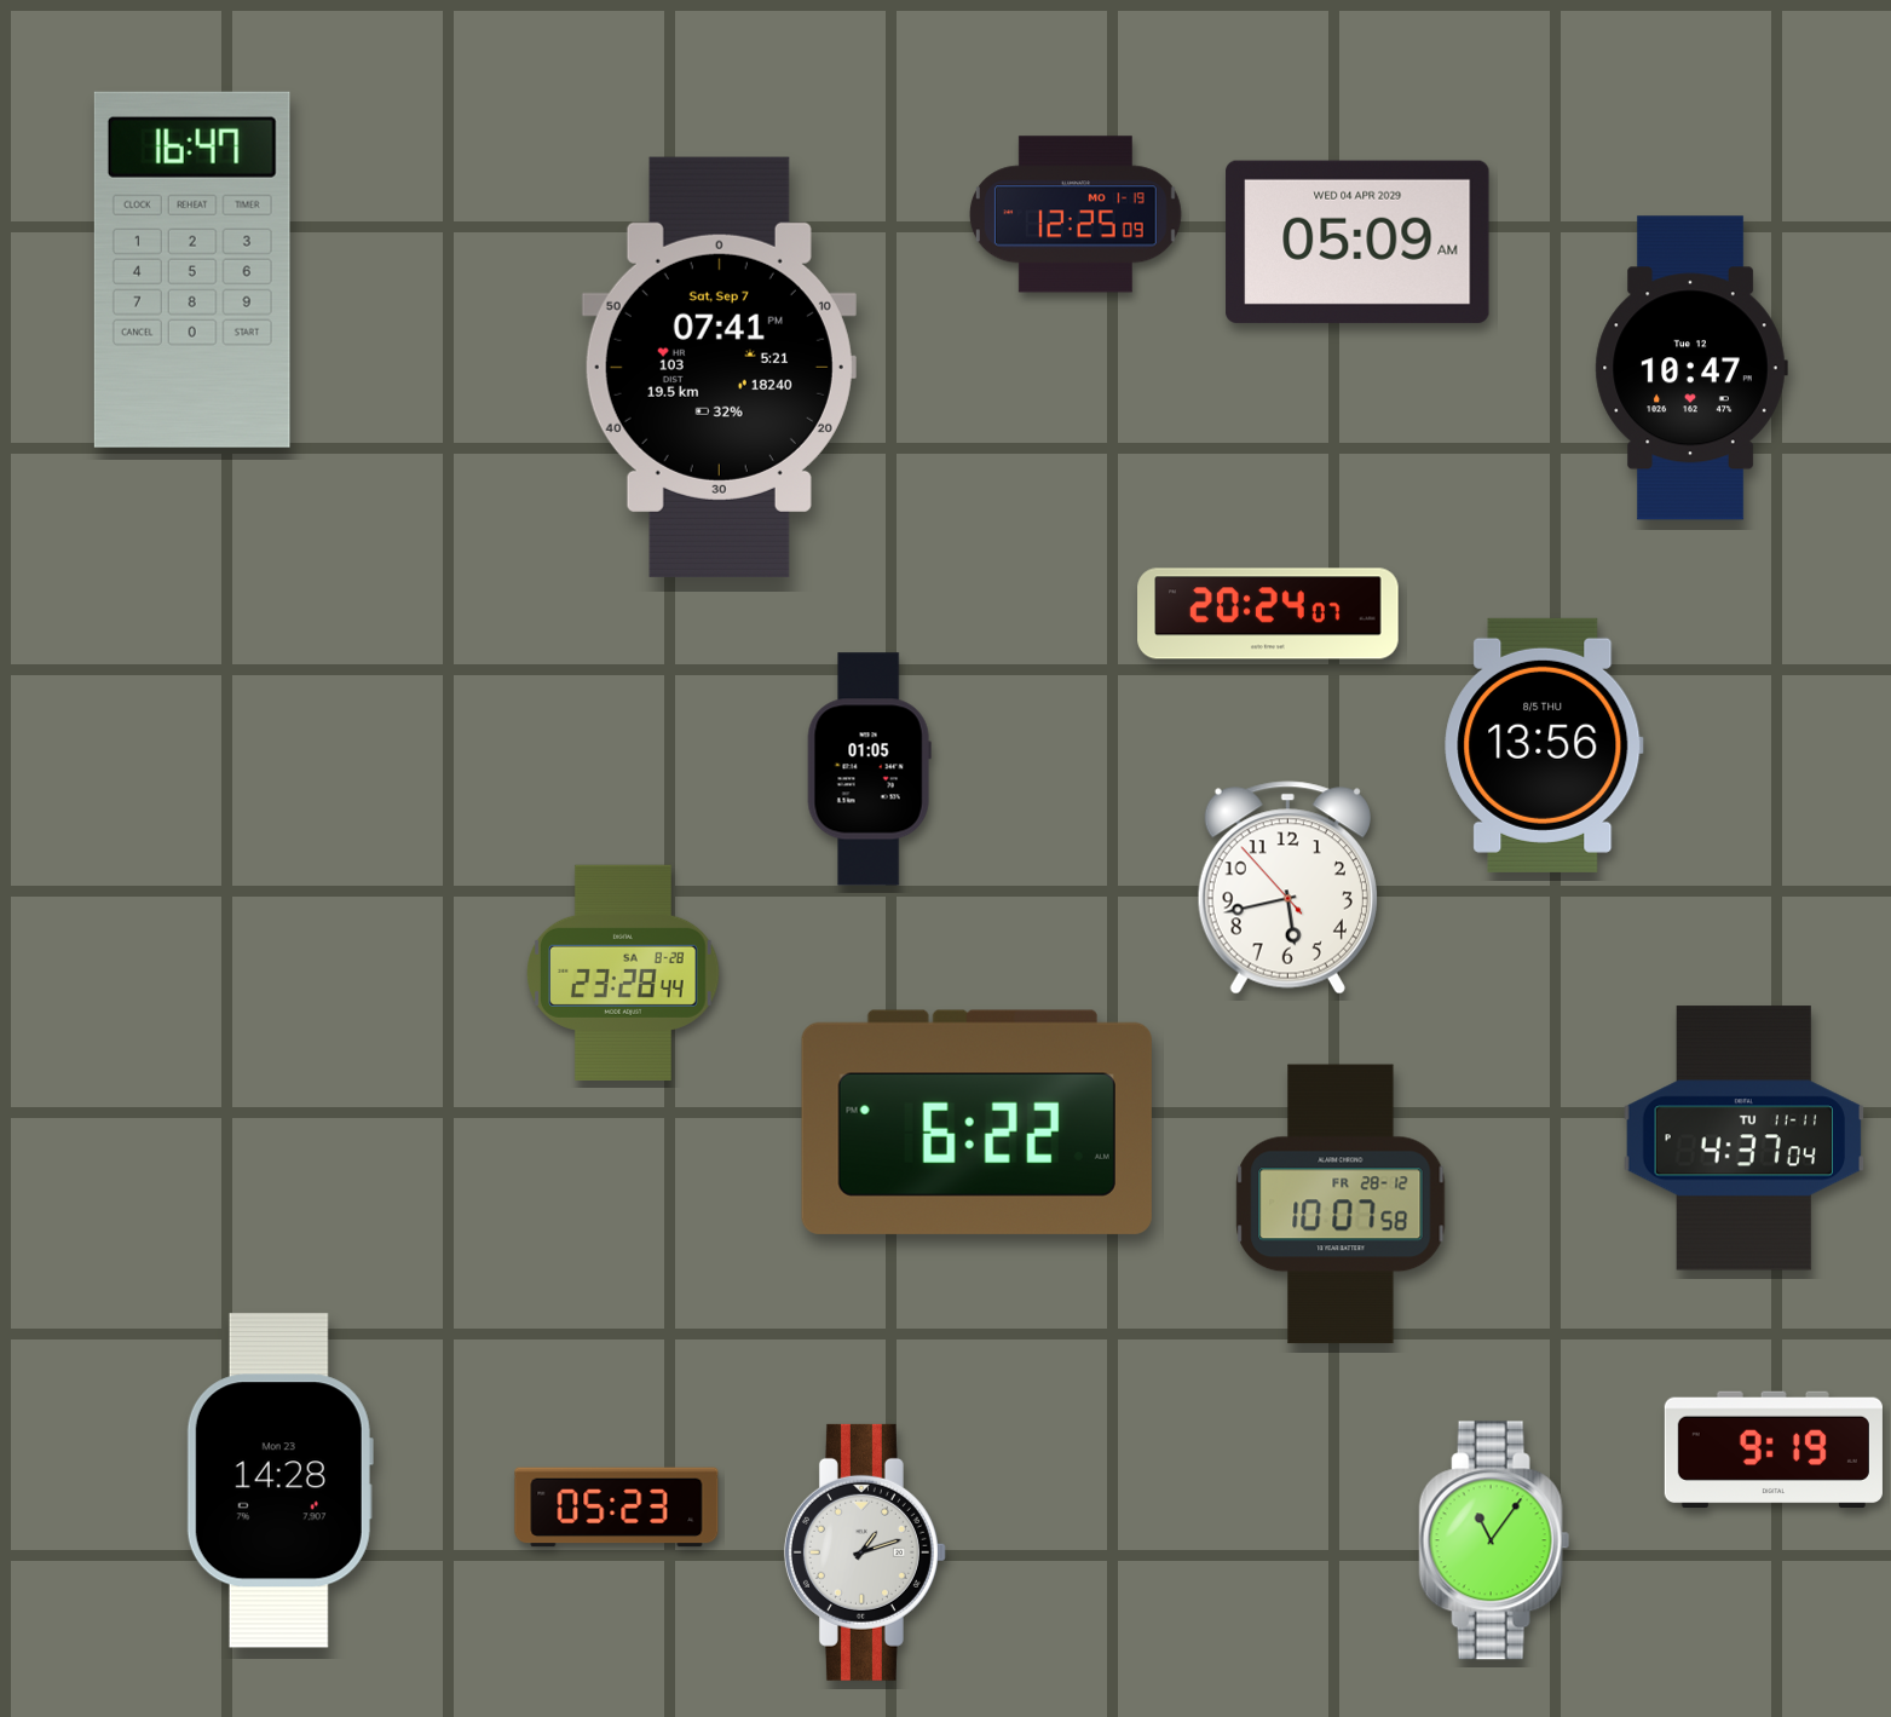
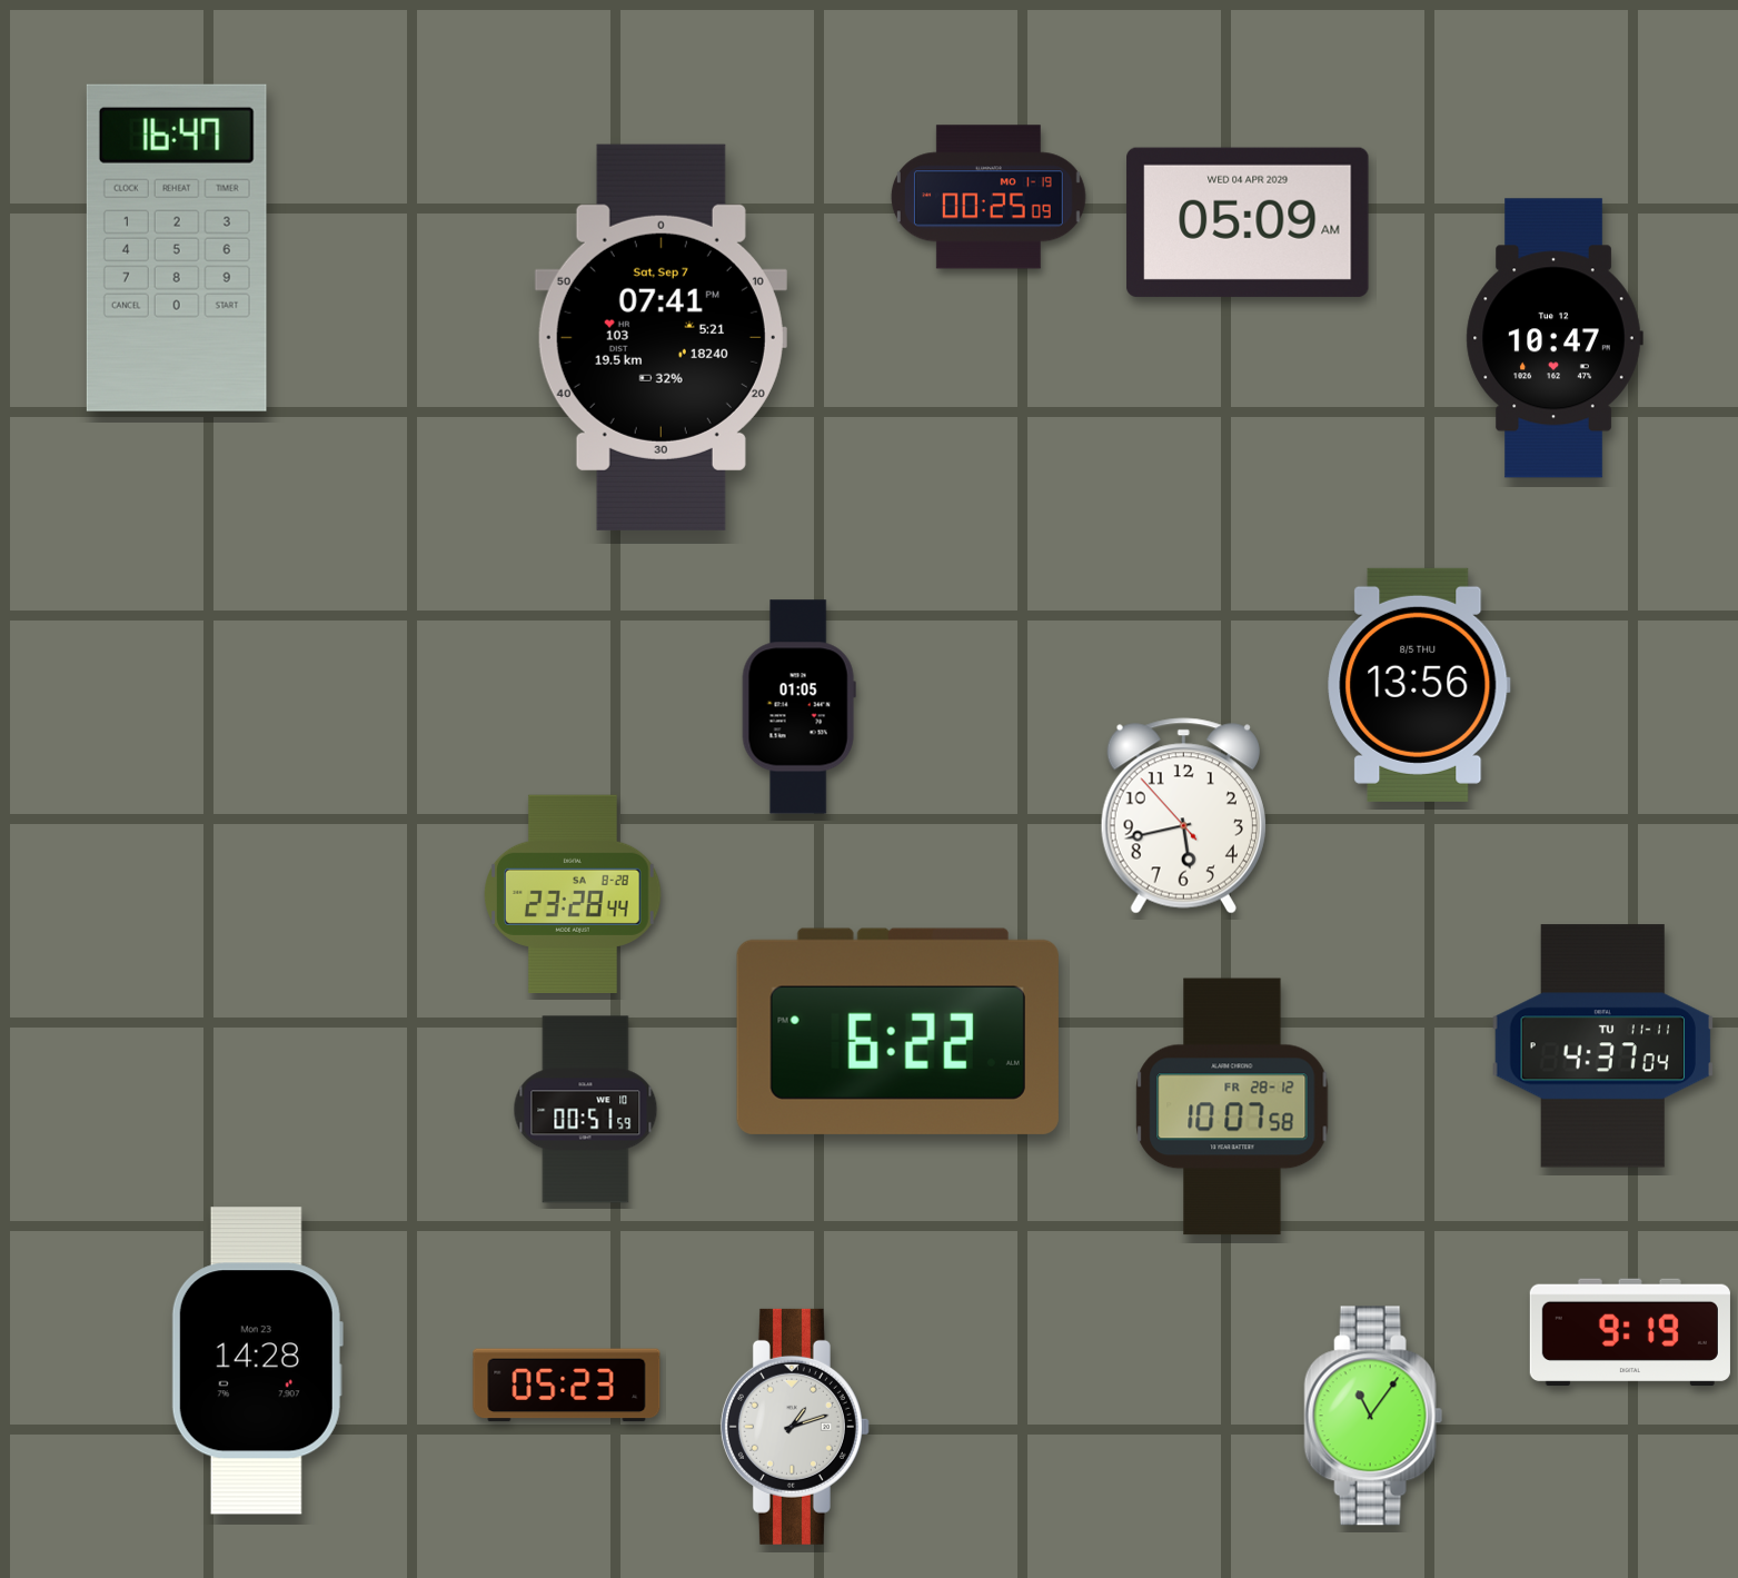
clock at (1076, 214): 12:25 -> 00:25
clock at (1268, 613): 20:24 -> none
clock at (586, 1110): none -> 00:51
